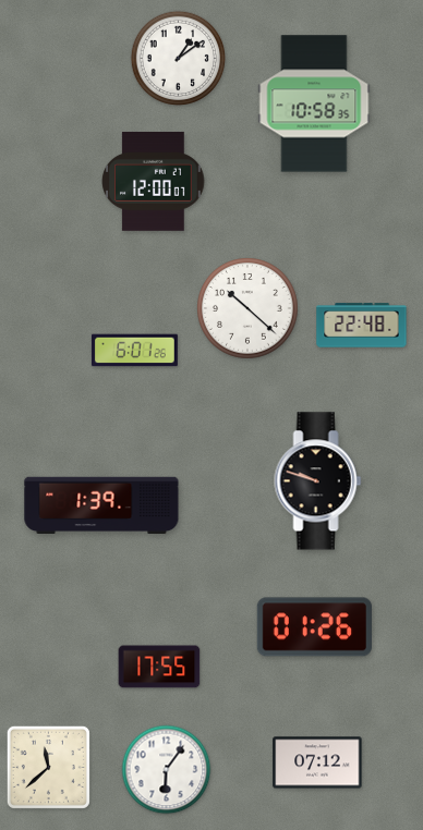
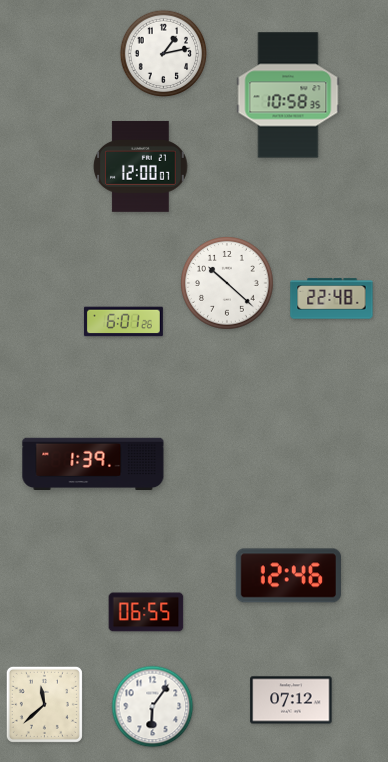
clock at (179, 59): 1:09 -> 1:13
clock at (318, 481): 9:48 -> none
clock at (314, 627): 01:26 -> 12:46
clock at (159, 667): 17:55 -> 06:55
